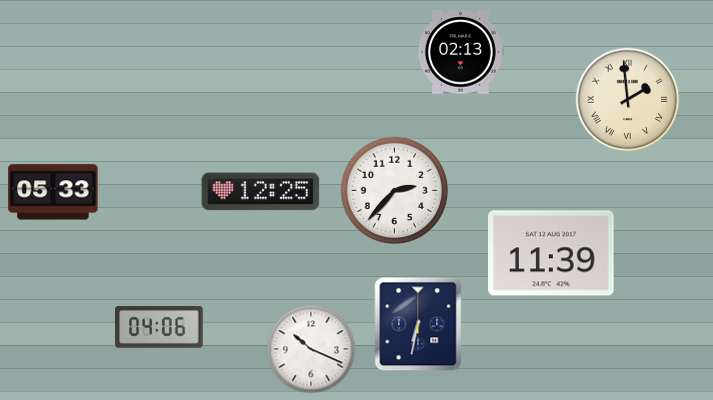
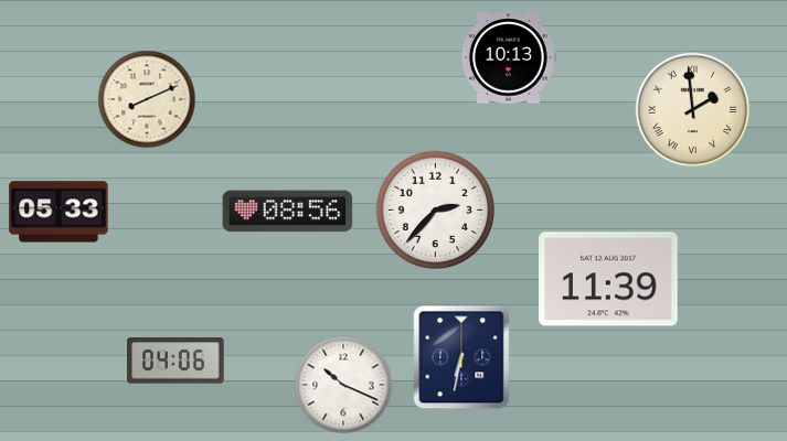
clock at (461, 52): 02:13 -> 10:13
clock at (147, 99): none -> 8:11
clock at (261, 192): 12:25 -> 08:56
